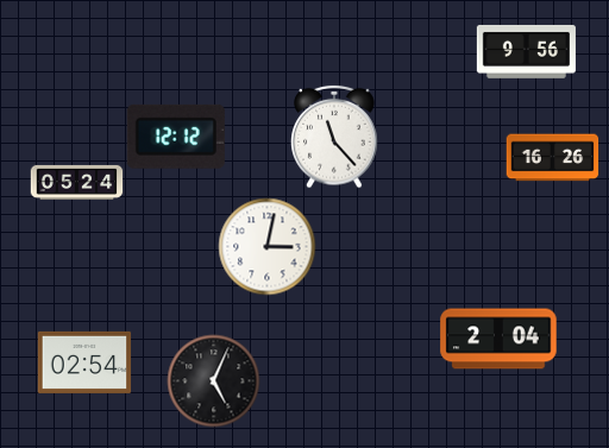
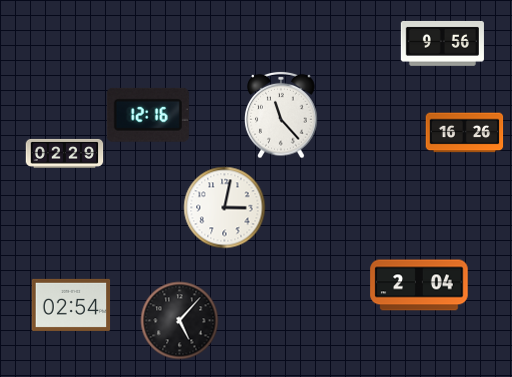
clock at (176, 137): 12:12 -> 12:16
clock at (76, 182): 05:24 -> 02:29
clock at (213, 380): 5:04 -> 5:07
